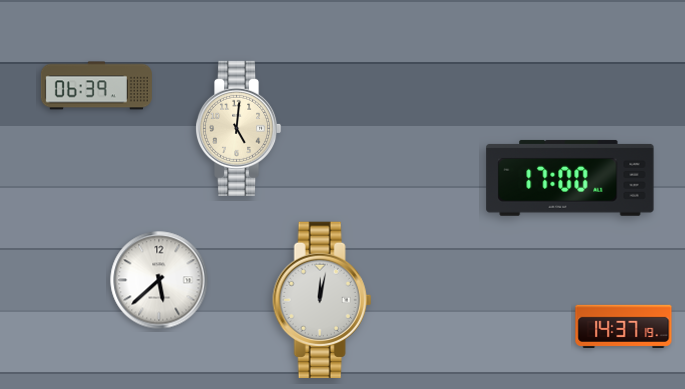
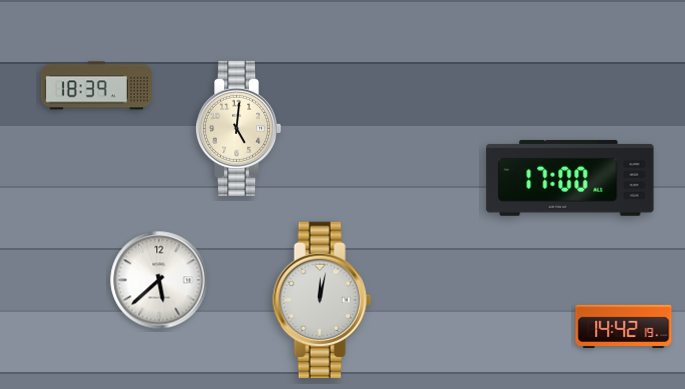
clock at (96, 86): 06:39 -> 18:39
clock at (624, 326): 14:37 -> 14:42
